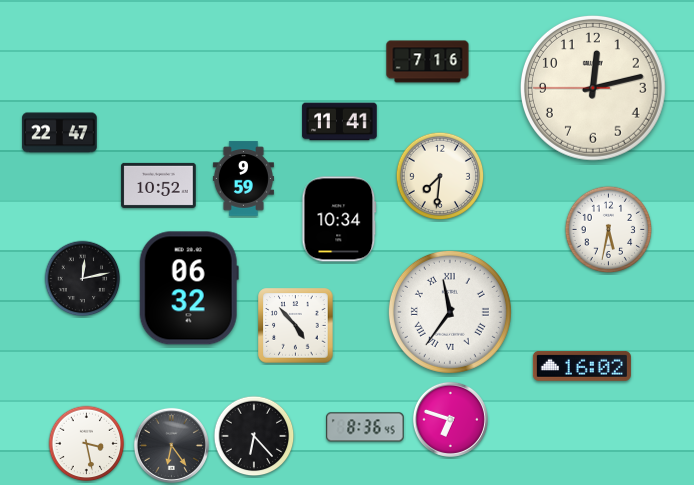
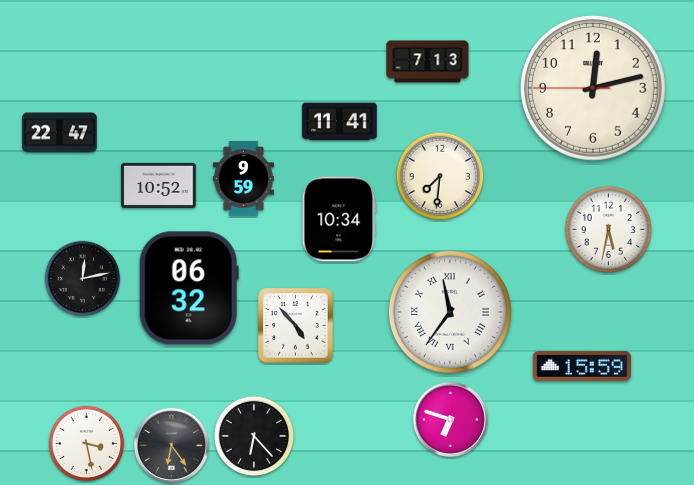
clock at (428, 62): 7:16 -> 7:13
clock at (582, 366): 16:02 -> 15:59
clock at (365, 427): 8:36 -> none
